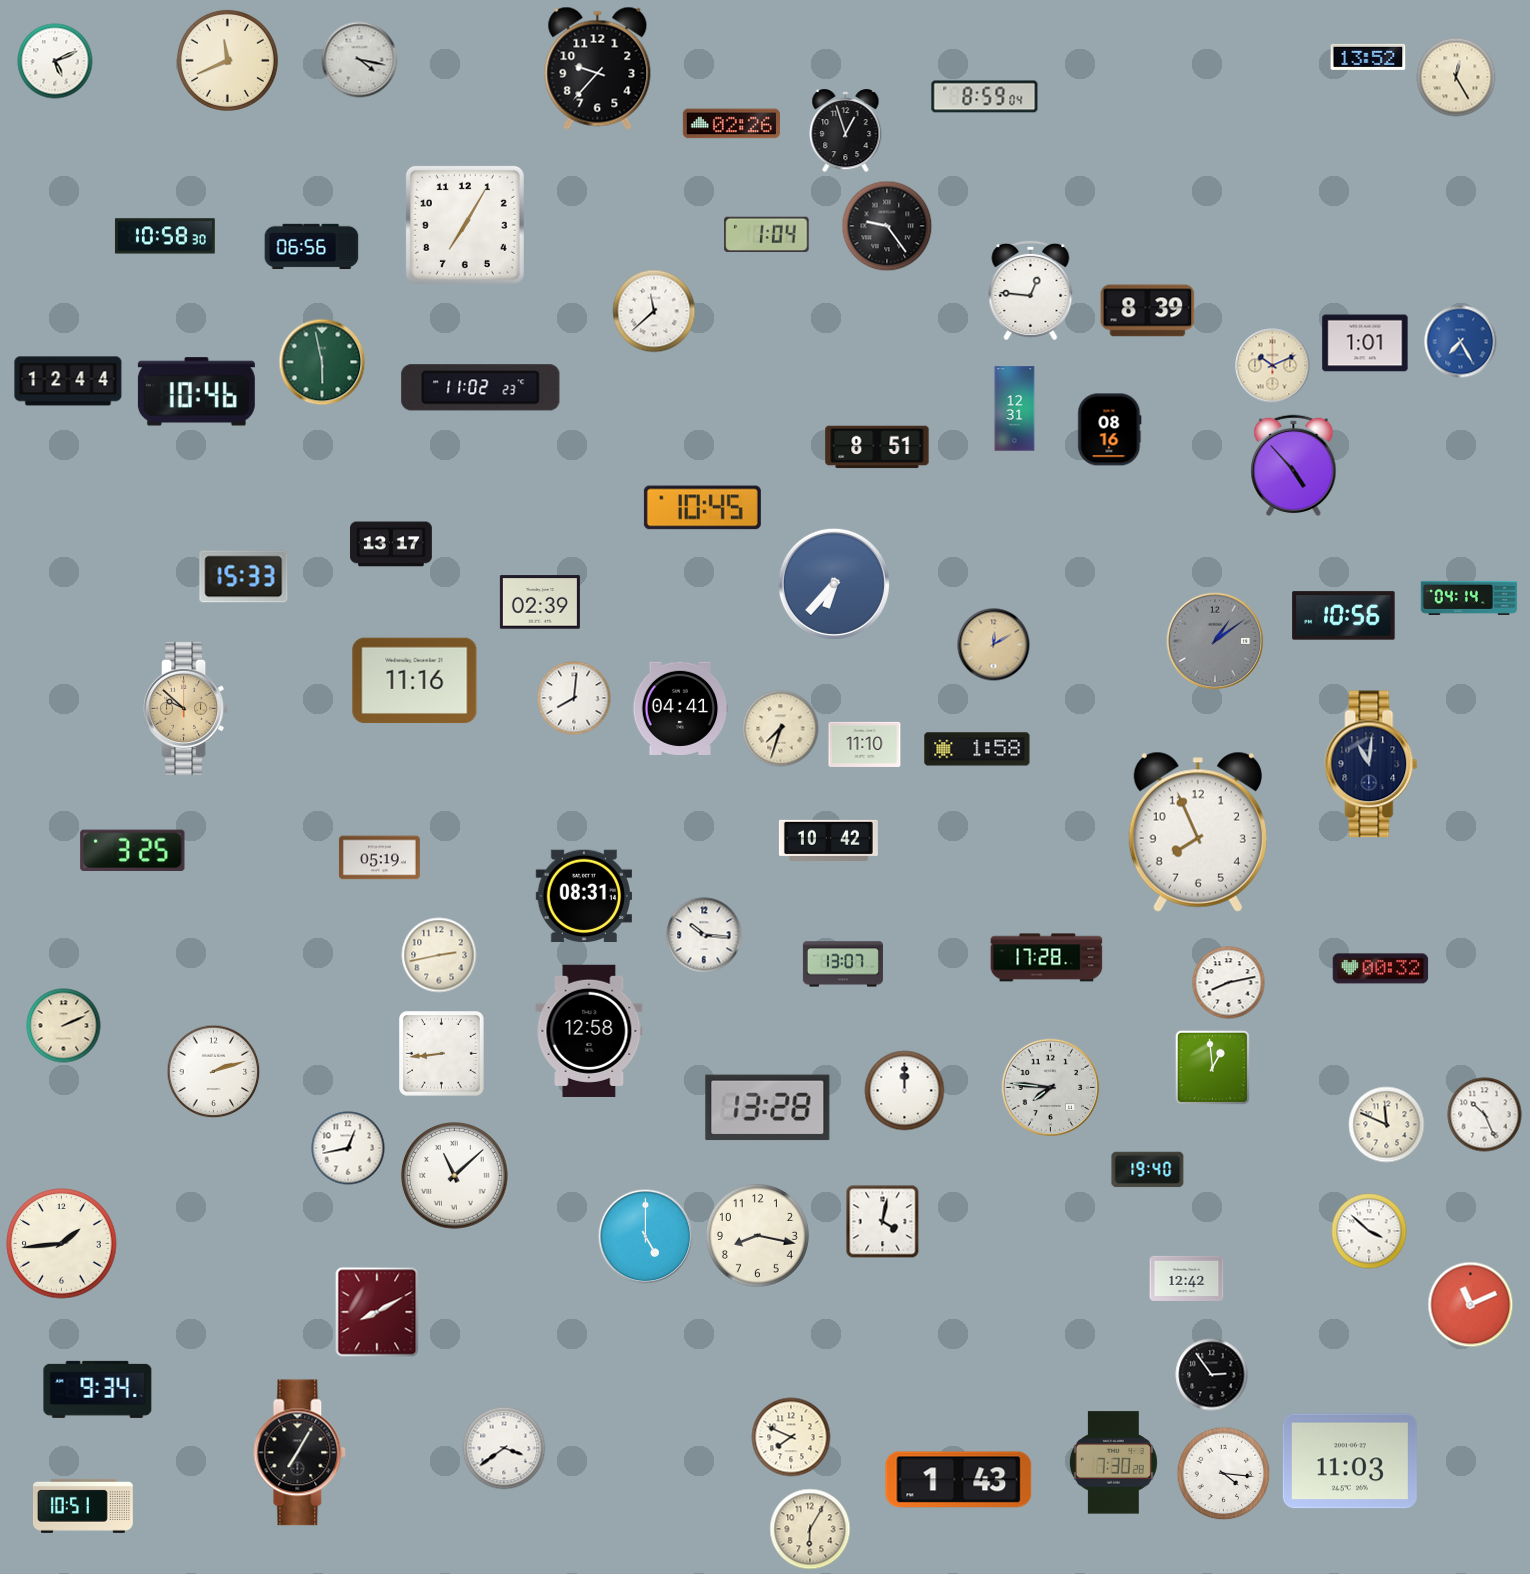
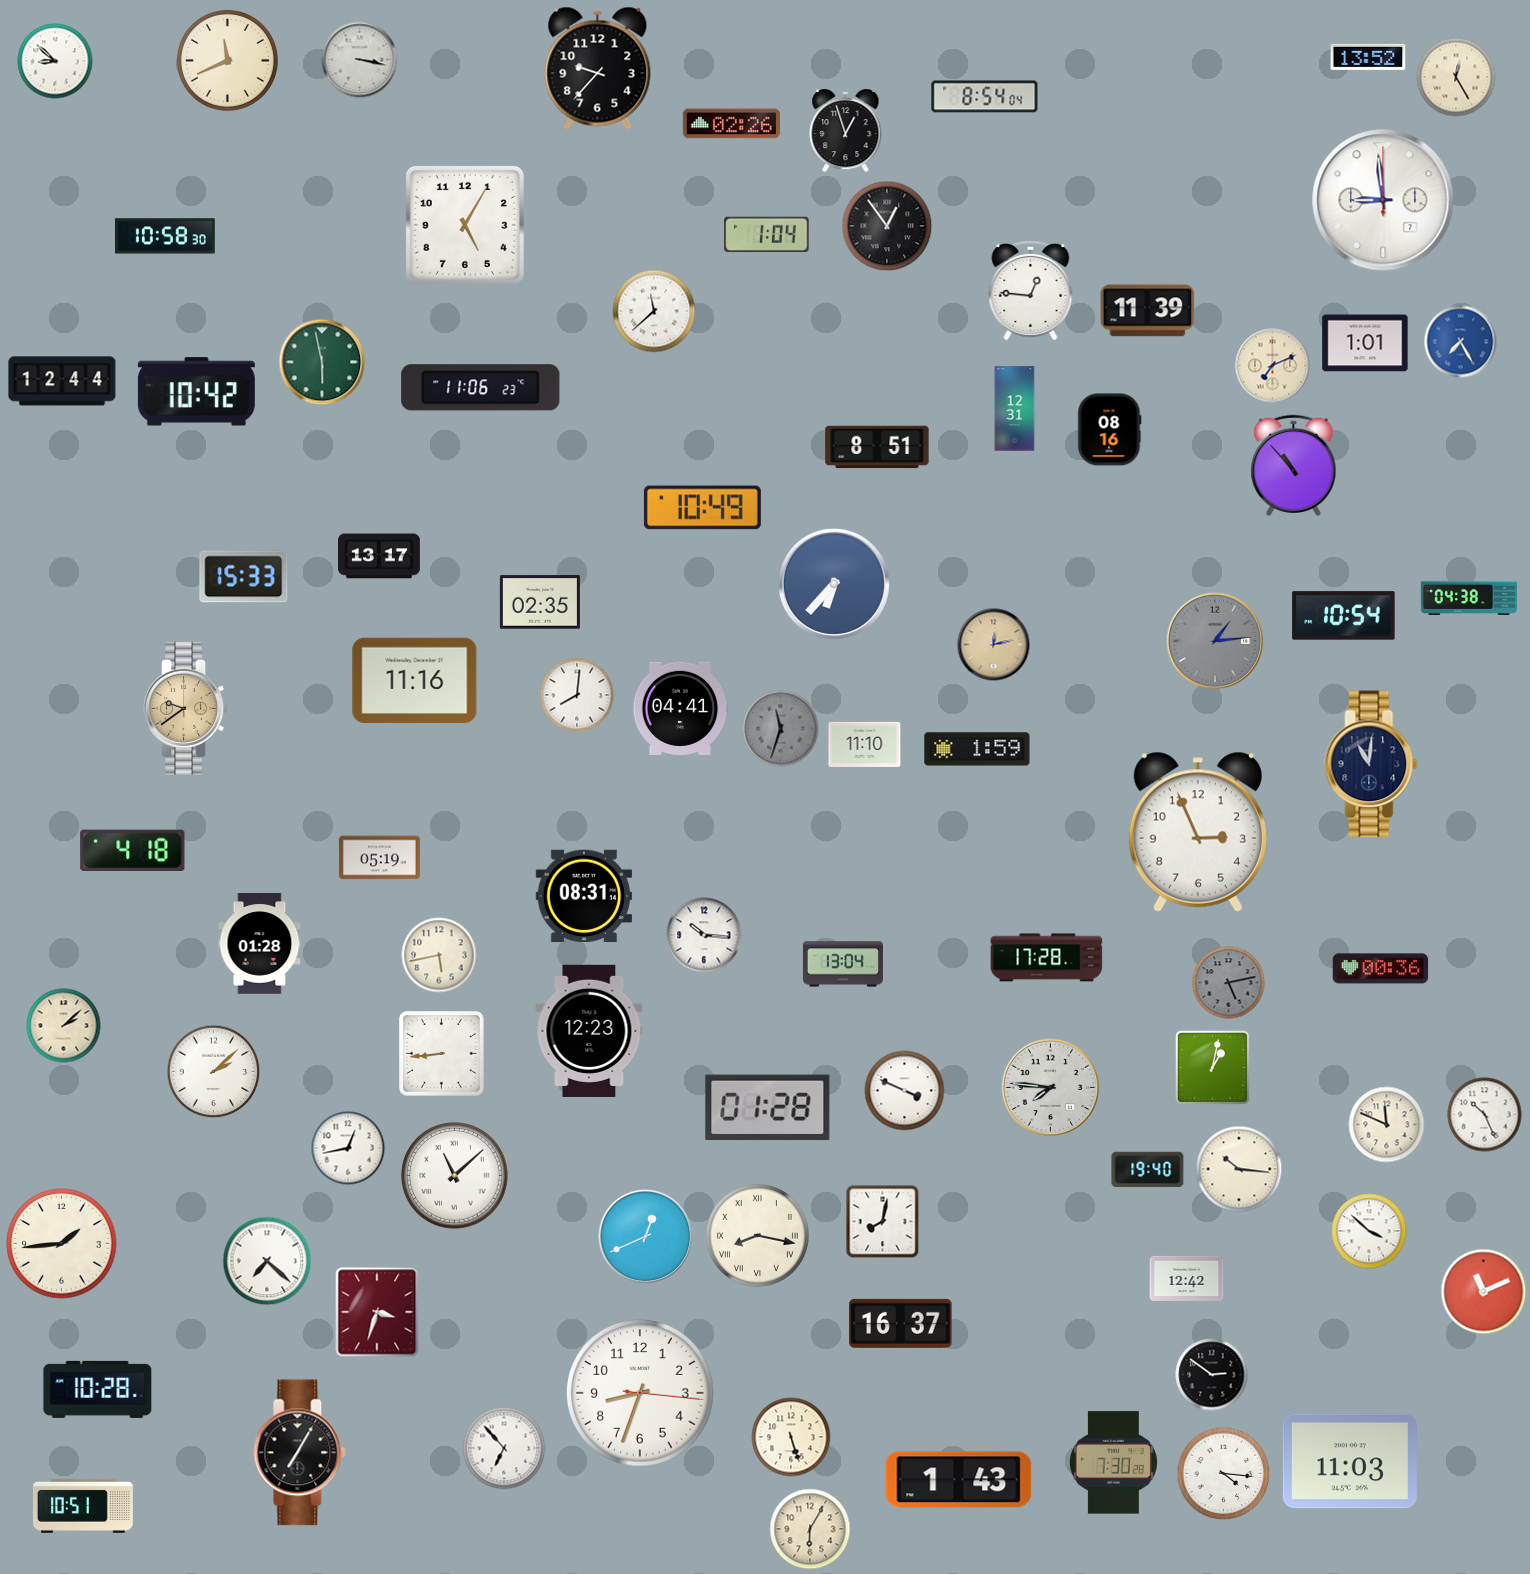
clock at (360, 60): 4:17 -> 3:17
clock at (55, 61): 5:11 -> 8:52
clock at (985, 97): 8:59 -> 8:54
clock at (1383, 200): none -> 8:59
clock at (465, 225): 7:05 -> 5:05
clock at (887, 226): 9:24 -> 12:54
clock at (312, 247): 06:56 -> none
clock at (1148, 311): 8:39 -> 11:39
clock at (1273, 366): 10:11 -> 7:11
clock at (68, 381) position: (68, 381) -> (62, 381)
clock at (481, 388): 11:02 -> 11:06
clock at (196, 392): 10:46 -> 10:42
clock at (1294, 465): 4:53 -> 10:53
clock at (702, 508): 10:45 -> 10:49
clock at (392, 544) position: (392, 544) -> (380, 556)
clock at (1469, 598): 04:14 -> 04:38
clock at (540, 602): 02:39 -> 02:35
clock at (1344, 616): 10:56 -> 10:54
clock at (1215, 641): 1:09 -> 1:14
clock at (994, 645): 12:10 -> 12:13
clock at (574, 698) position: (574, 698) -> (577, 695)
clock at (186, 708): 9:52 -> 9:39
clock at (781, 729): 7:33 -> 11:33
clock at (781, 729) dial: cream -> grey
clock at (977, 749): 1:58 -> 1:59
clock at (1198, 832): 7:56 -> 2:56
clock at (828, 840): 10:42 -> none
clock at (133, 851): 3:25 -> 4:18
clock at (260, 944): none -> 01:28
clock at (439, 955): 2:43 -> 5:43
clock at (843, 964): 13:07 -> 13:04
clock at (1381, 969): 00:32 -> 00:36
clock at (1229, 983): 8:13 -> 5:13
clock at (1229, 983) dial: white -> grey
clock at (64, 1026): 2:11 -> 2:08
clock at (589, 1031): 12:58 -> 12:23
clock at (1212, 1067): 12:59 -> 1:02
clock at (214, 1072): 2:12 -> 2:08
clock at (905, 1091): 12:00 -> 3:49
clock at (768, 1108): 13:28 -> 01:28
clock at (1239, 1169): none -> 10:16
clock at (883, 1222): 4:02 -> 8:02
clock at (757, 1235) numerals: Arabic -> Roman
clock at (646, 1237): 5:00 -> 12:41
clock at (267, 1261): none -> 7:22
clock at (1471, 1305) position: (1471, 1305) -> (1484, 1292)
clock at (377, 1312): 8:10 -> 3:33
clock at (901, 1323): none -> 16:37
clock at (1212, 1375): 2:54 -> 2:51
clock at (98, 1389): 9:34 -> 10:28
clock at (641, 1394): none -> 8:33
clock at (791, 1437): 7:49 -> 5:27
clock at (504, 1448): 3:39 -> 6:53
